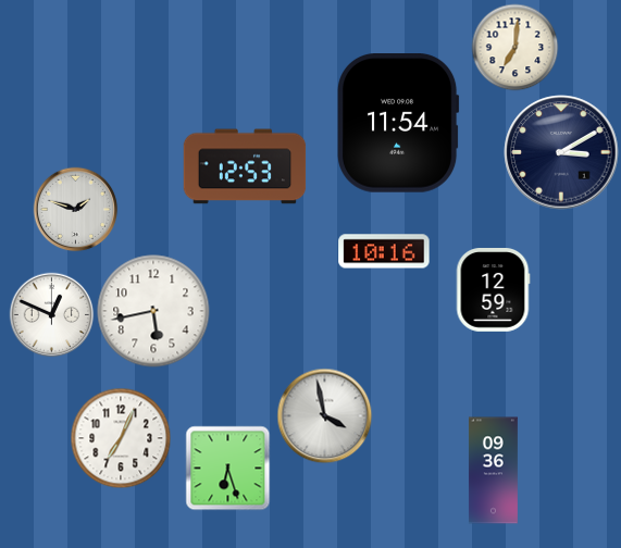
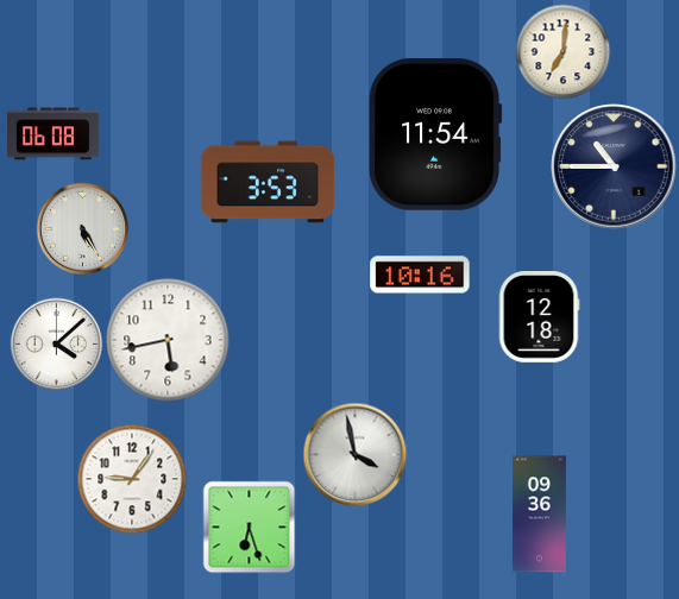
clock at (54, 134): none -> 06:08
clock at (561, 152): 3:10 -> 10:45
clock at (245, 166): 12:53 -> 3:53
clock at (75, 209): 1:48 -> 5:25
clock at (493, 290): 12:59 -> 12:18
clock at (51, 314): 12:49 -> 4:08
clock at (121, 438): 7:04 -> 9:06
clock at (227, 468) position: (227, 468) -> (249, 527)
